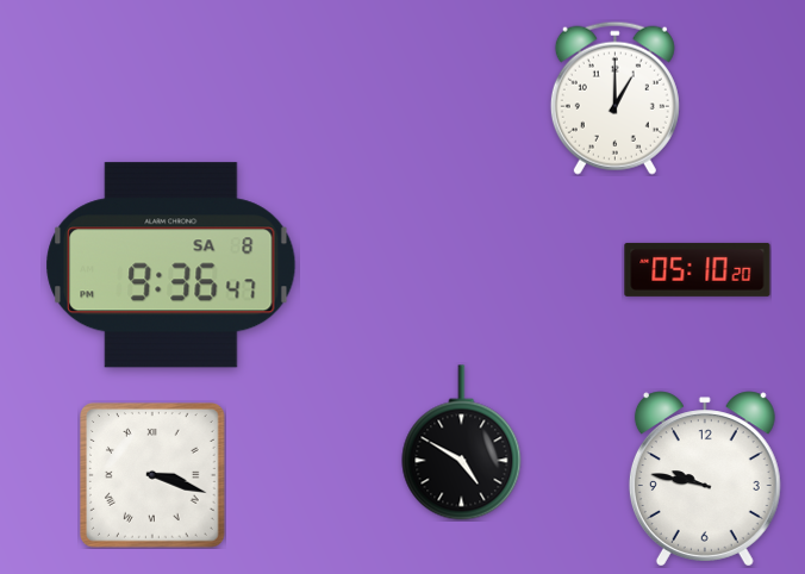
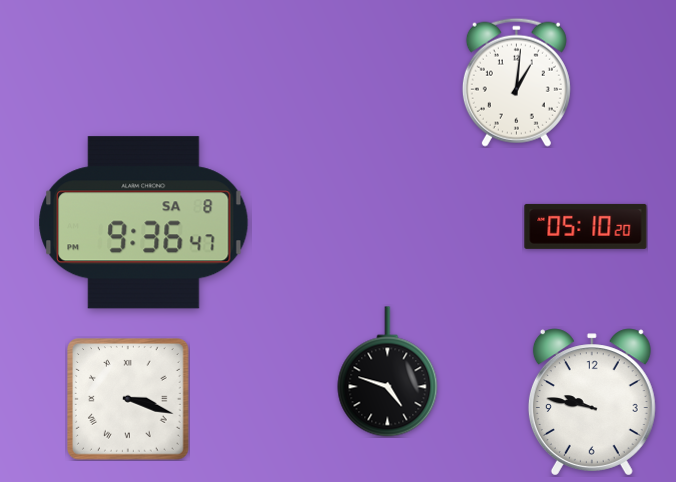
clock at (614, 98): 1:00 -> 1:01
clock at (462, 443): 4:50 -> 4:48
